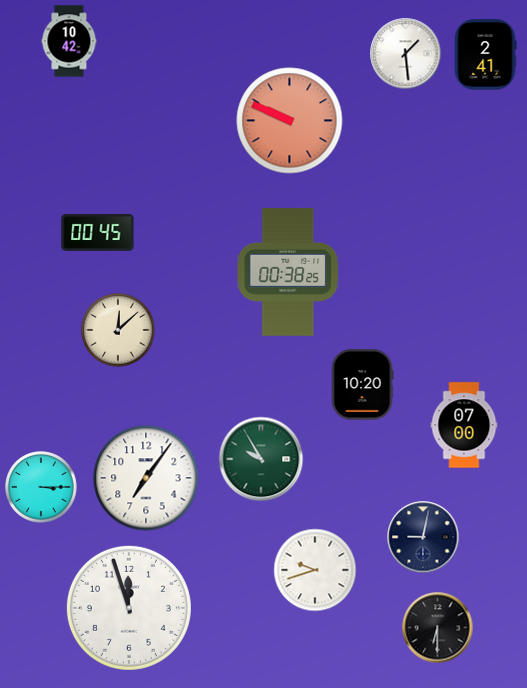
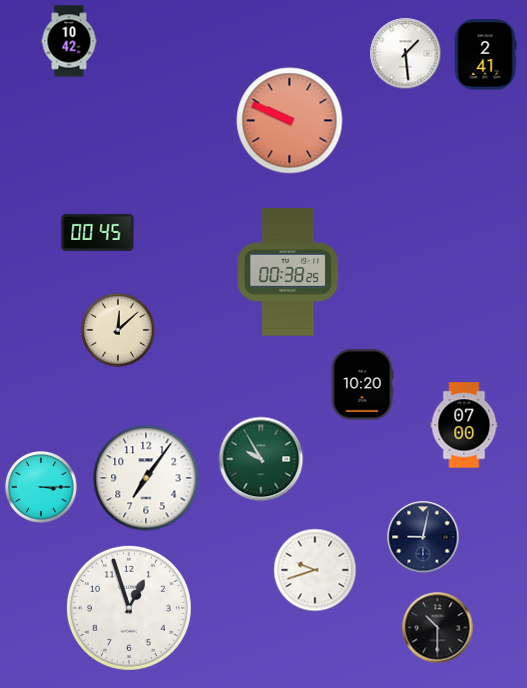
clock at (129, 608): 11:57 -> 12:57
clock at (438, 628): 6:30 -> 10:30
